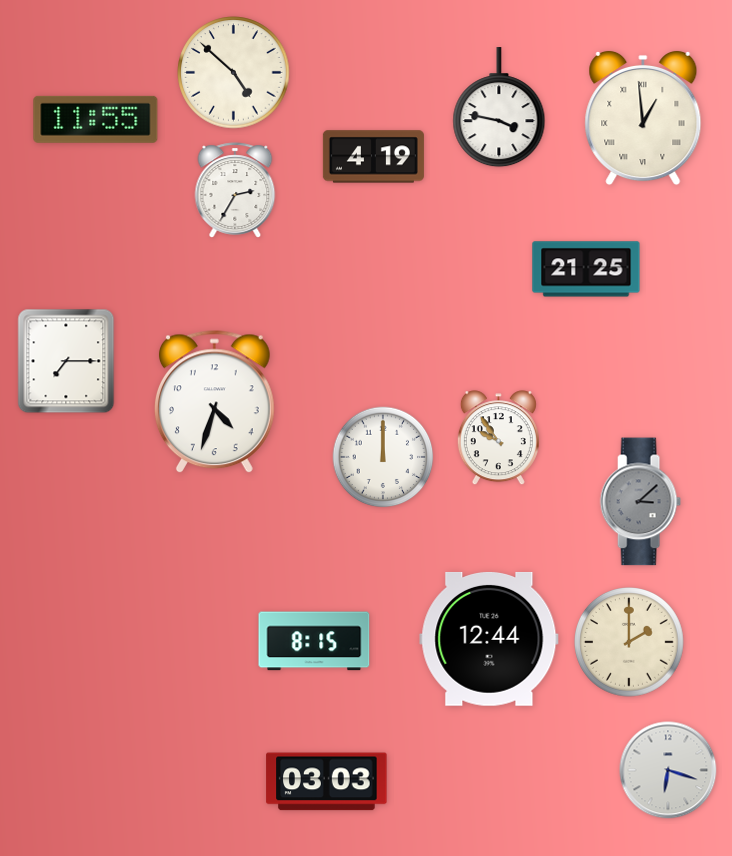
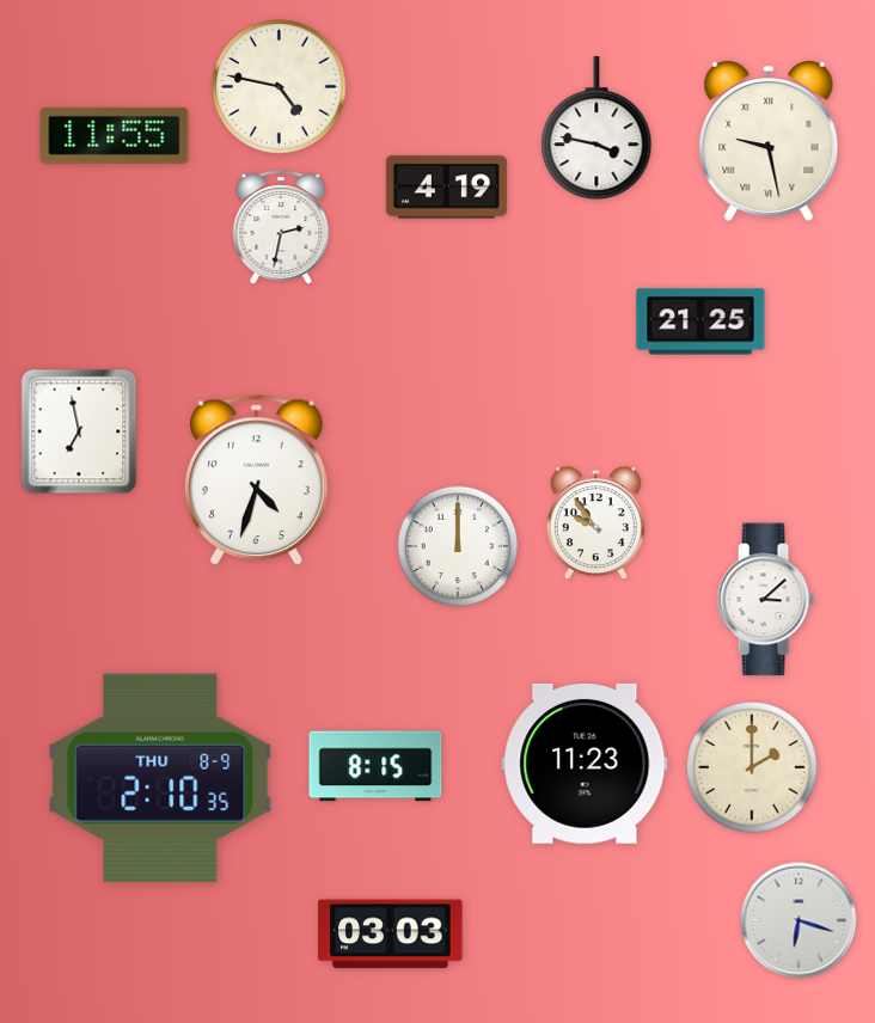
clock at (234, 73): 4:52 -> 4:47
clock at (643, 118): 12:59 -> 9:28
clock at (96, 119) position: (96, 119) -> (115, 135)
clock at (235, 190): 2:35 -> 2:32
clock at (66, 361): 7:15 -> 6:58
clock at (640, 502) dial: grey -> white
clock at (489, 639): 12:44 -> 11:23
clock at (160, 778): none -> 2:10
